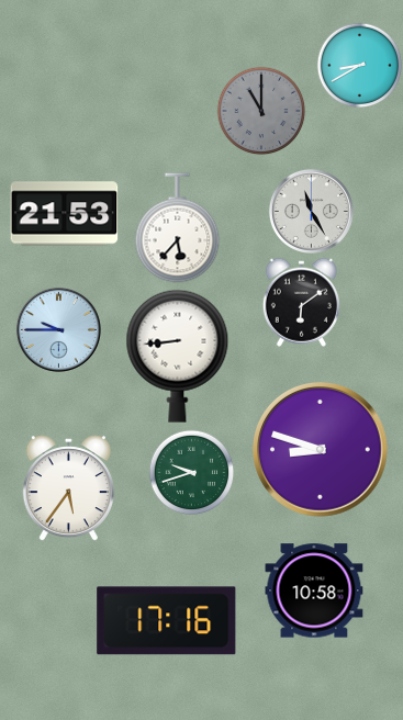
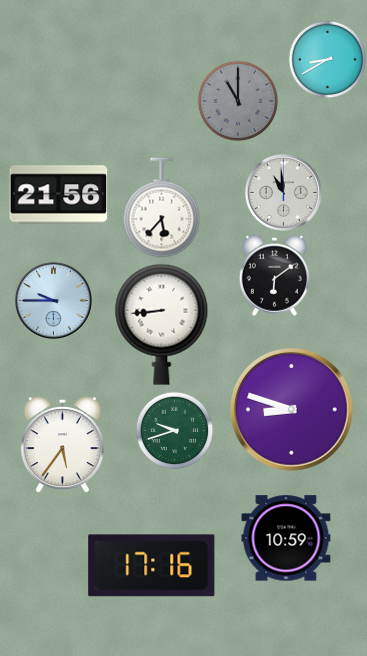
clock at (311, 211): 11:25 -> 10:59
clock at (65, 214): 21:53 -> 21:56
clock at (314, 590): 10:58 -> 10:59
